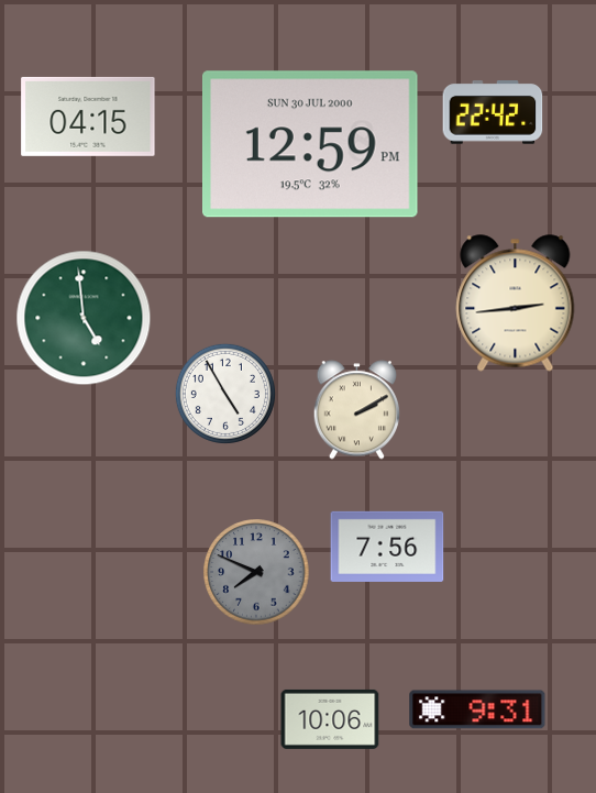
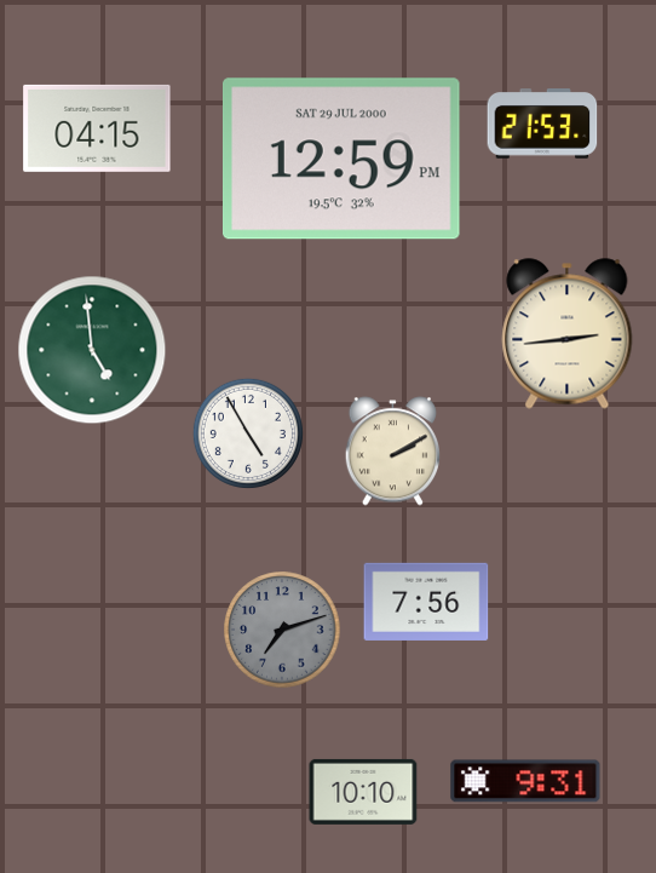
clock at (493, 112): 22:42 -> 21:53
clock at (311, 144) date: SUN 30 JUL 2000 -> SAT 29 JUL 2000
clock at (256, 572): 7:49 -> 7:12
clock at (330, 719): 10:06 -> 10:10
